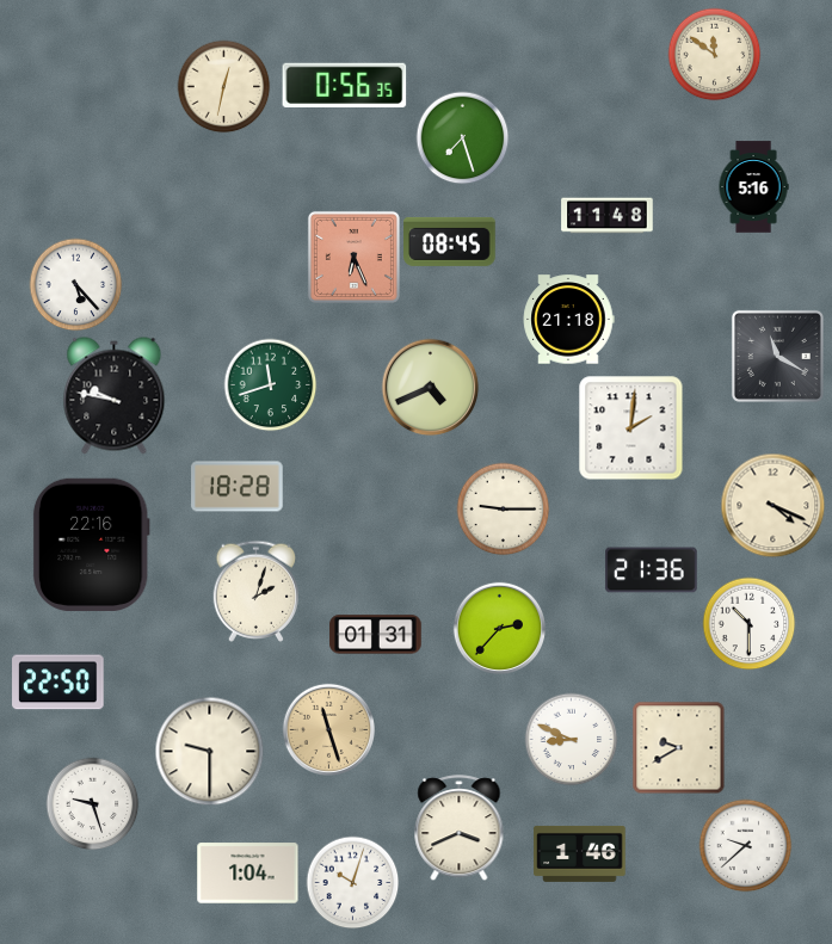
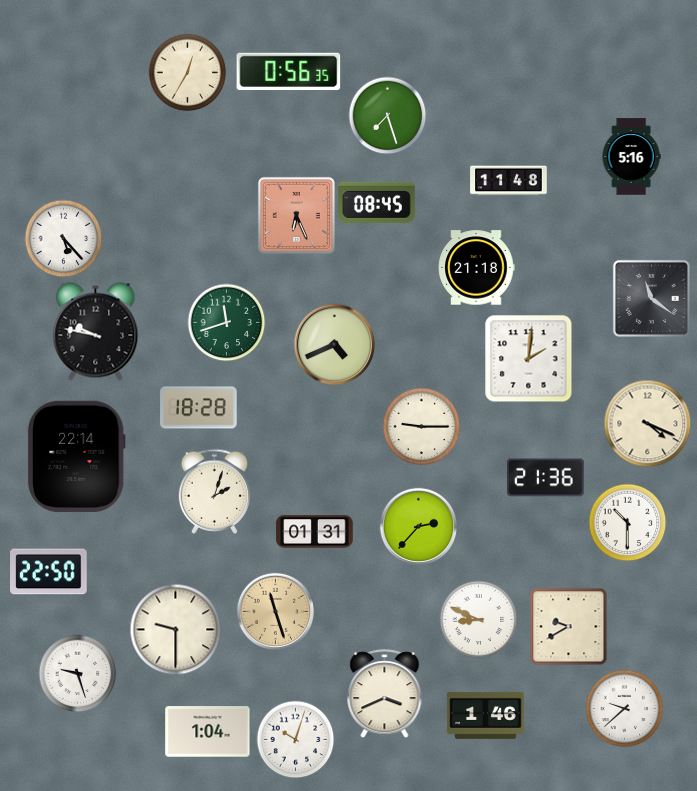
clock at (714, 54): 11:51 -> none
clock at (223, 86): 12:32 -> 12:35
clock at (777, 356): 11:20 -> 11:21
clock at (430, 387) position: (430, 387) -> (334, 344)
clock at (91, 544): 22:16 -> 22:14
clock at (257, 591) position: (257, 591) -> (215, 491)
